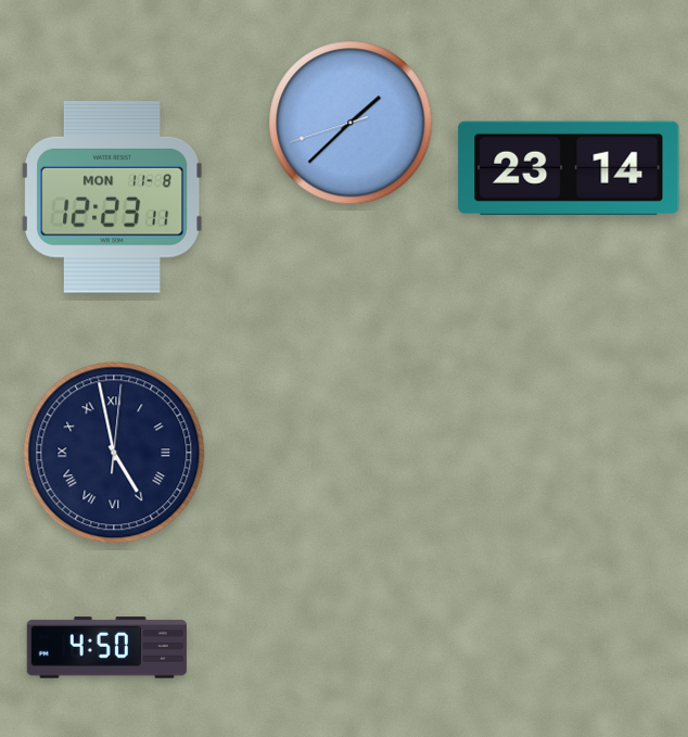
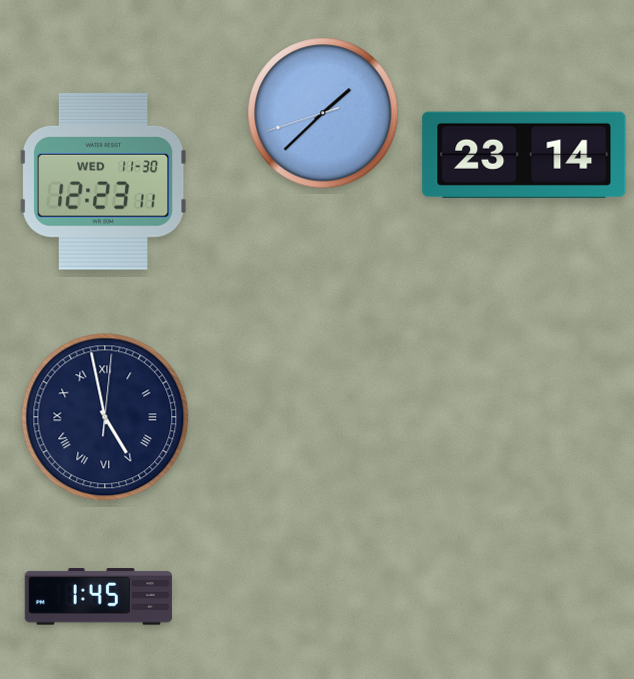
clock at (112, 196) date: MON 11-8 -> WED 11-30
clock at (106, 648): 4:50 -> 1:45
